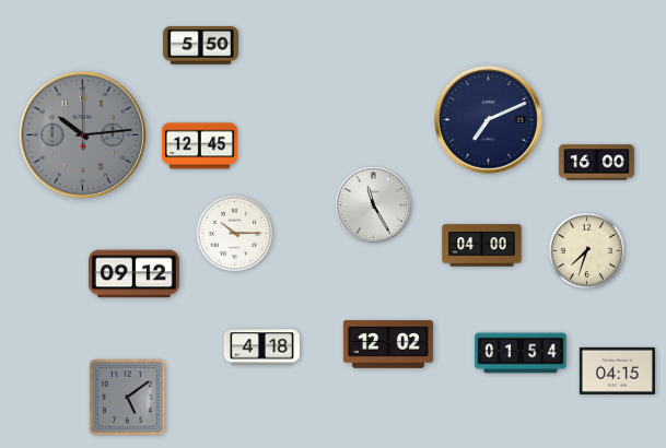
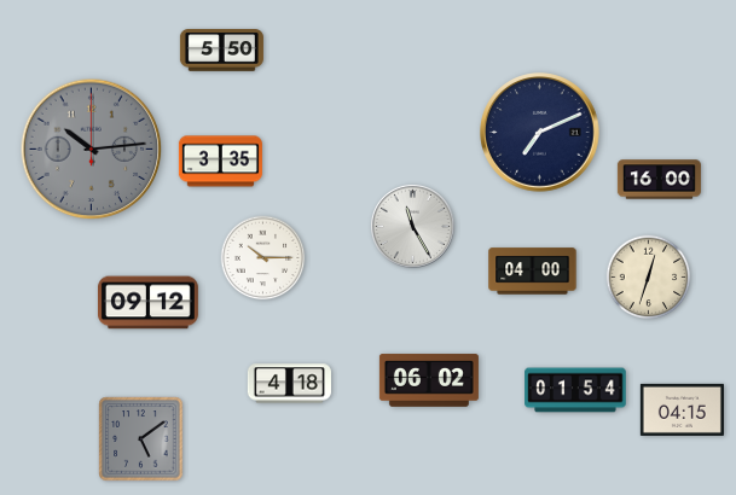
clock at (199, 146): 12:45 -> 3:35
clock at (235, 234) position: (235, 234) -> (263, 258)
clock at (587, 251): 7:33 -> 12:33
clock at (388, 344): 12:02 -> 06:02
